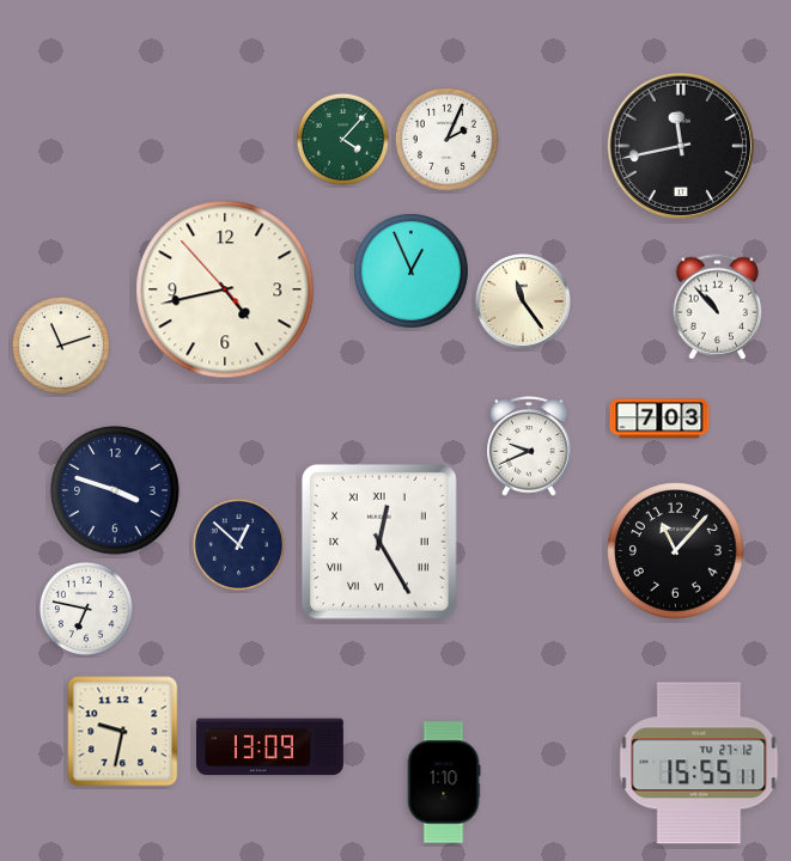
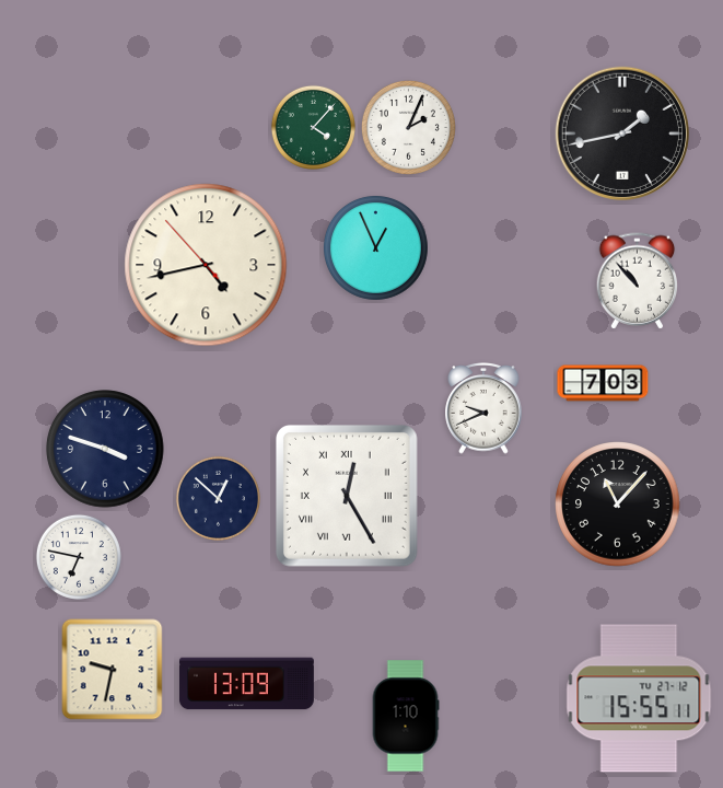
clock at (680, 145): 11:43 -> 1:43
clock at (524, 303): 11:24 -> none
clock at (718, 307) position: (718, 307) -> (638, 281)
clock at (61, 346): 11:12 -> none
